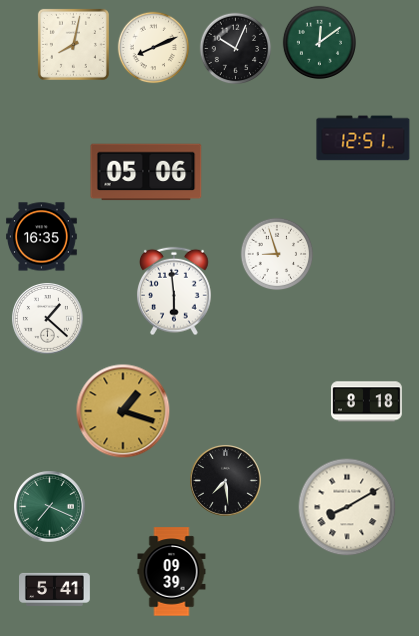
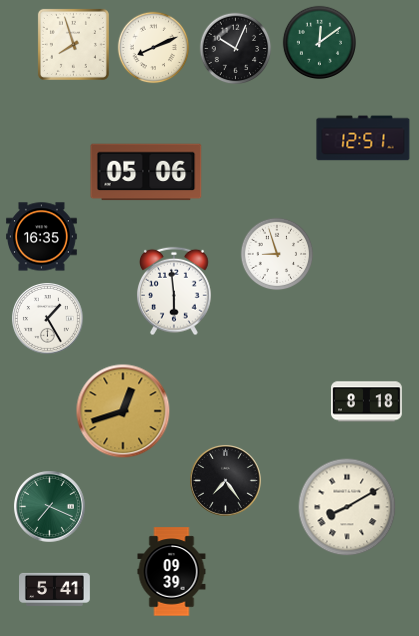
clock at (73, 44): 8:02 -> 7:57
clock at (48, 319): 1:22 -> 1:25
clock at (123, 411): 1:18 -> 12:42
clock at (226, 481): 7:29 -> 7:24
